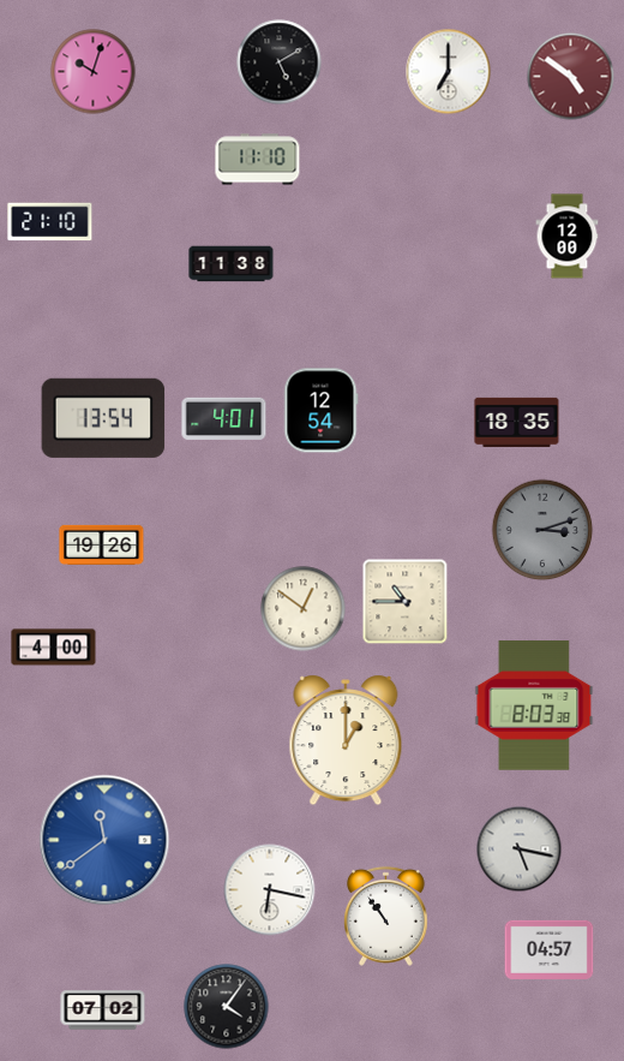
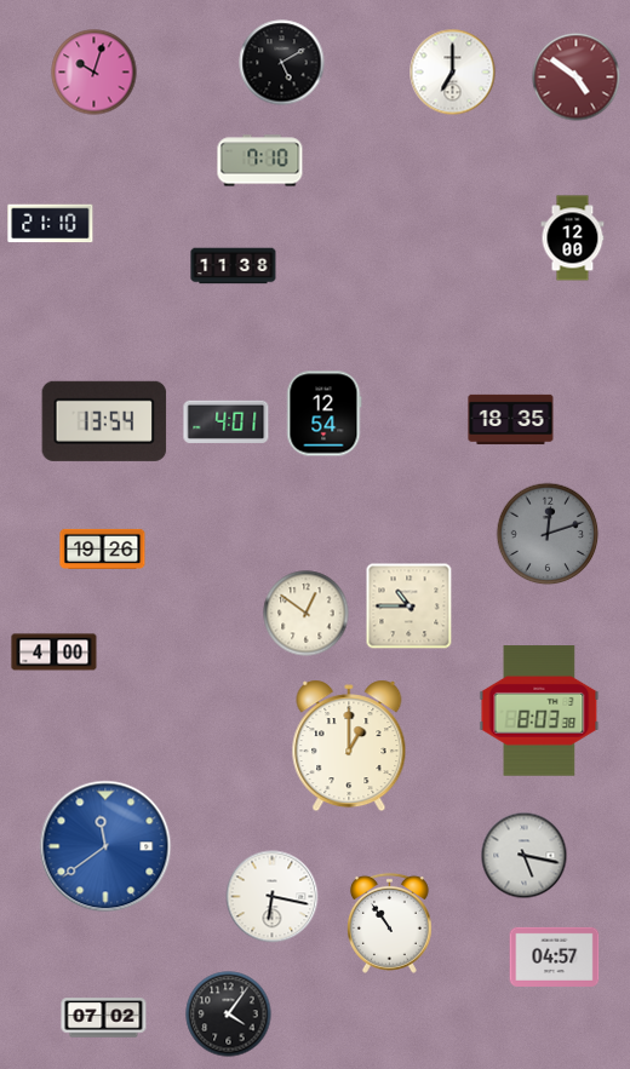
clock at (258, 160): 11:10 -> 7:10
clock at (517, 422) position: (517, 422) -> (511, 419)
clock at (542, 530): 3:12 -> 12:12
